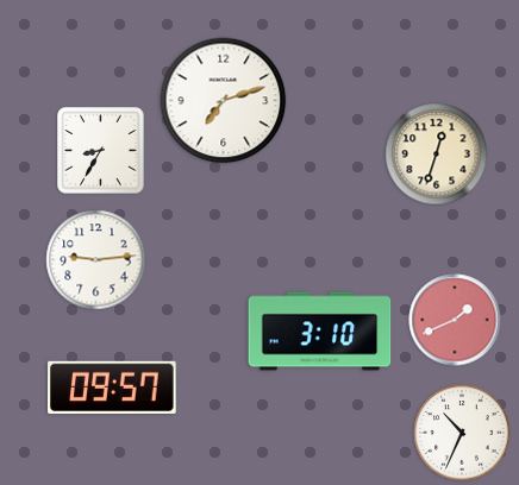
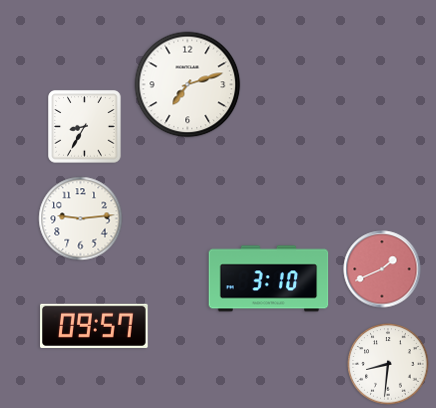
clock at (437, 155): 12:33 -> none
clock at (462, 433): 10:34 -> 8:31
